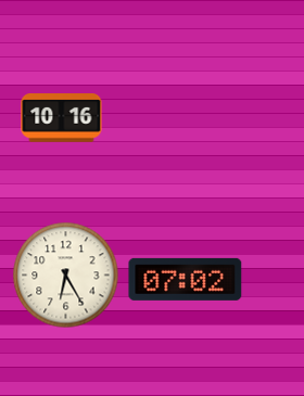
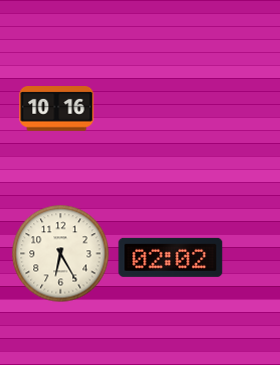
clock at (186, 279): 07:02 -> 02:02
